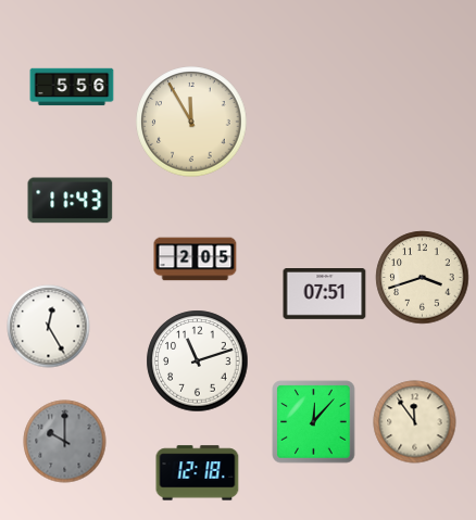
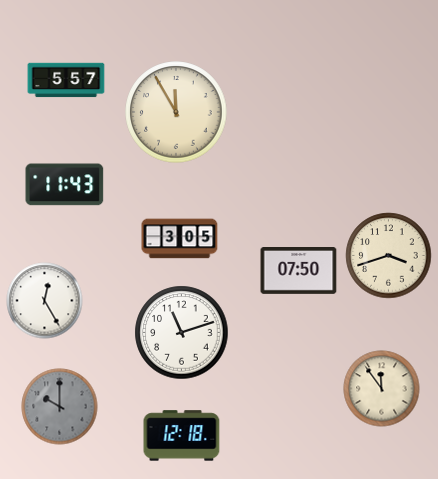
clock at (72, 87): 5:56 -> 5:57
clock at (196, 259): 2:05 -> 3:05
clock at (325, 294): 07:51 -> 07:50
clock at (314, 422): 12:07 -> none
